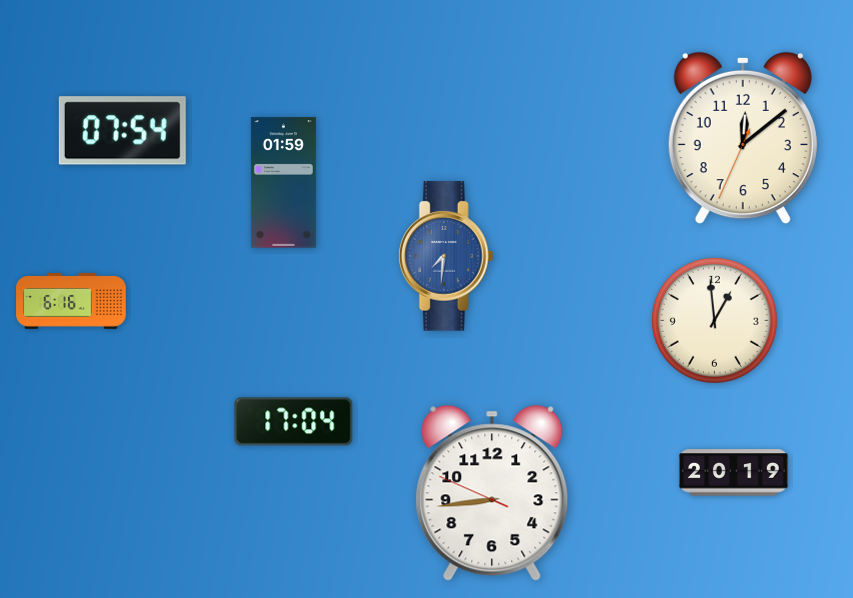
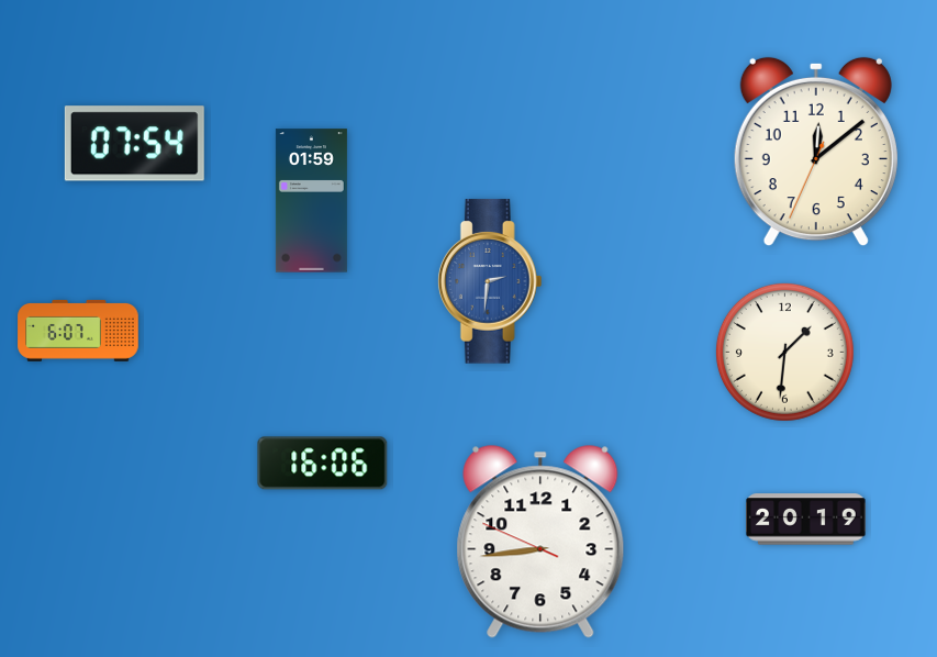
clock at (446, 256): 7:31 -> 2:31
clock at (71, 301): 6:16 -> 6:07
clock at (714, 320): 12:59 -> 1:31
clock at (294, 422): 17:04 -> 16:06
